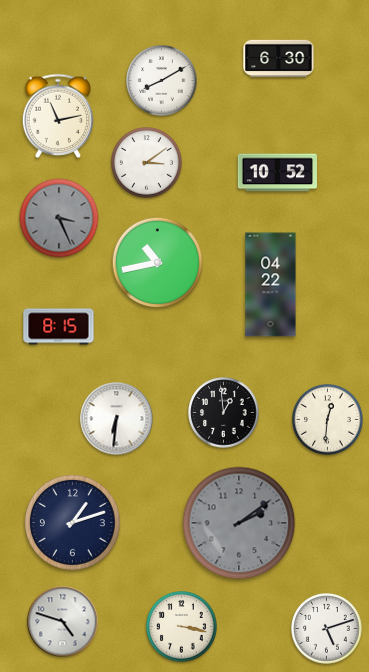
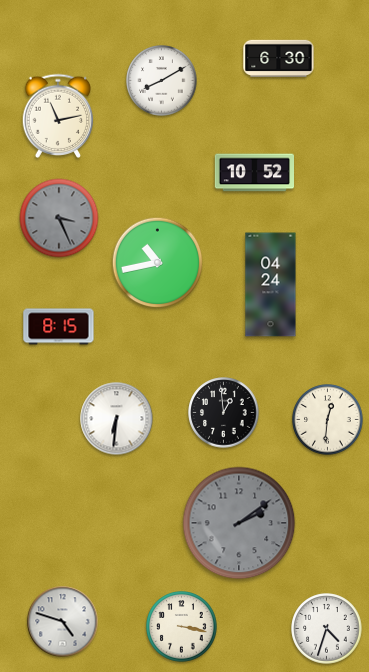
clock at (147, 163): 3:09 -> none
clock at (277, 173) position: (277, 173) -> (254, 173)
clock at (271, 285): 04:22 -> 04:24
clock at (72, 522): 1:12 -> none
clock at (327, 629): 5:12 -> 4:33
